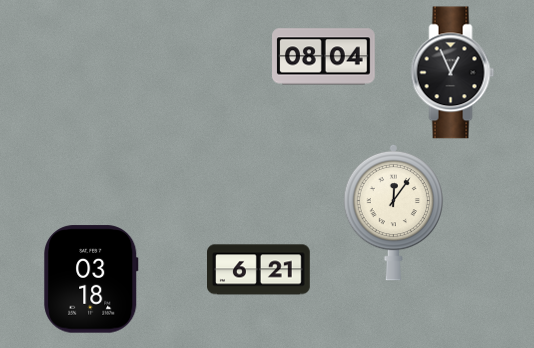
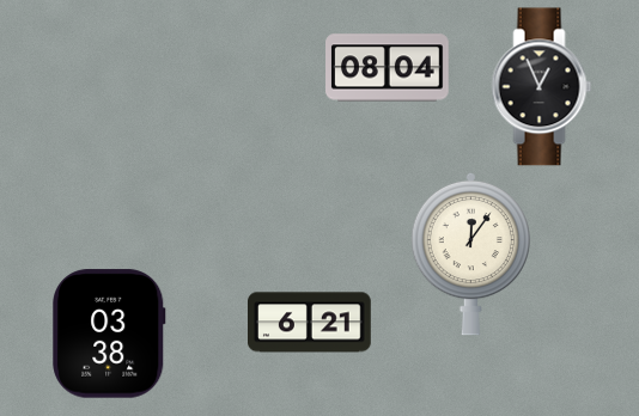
clock at (92, 279): 03:18 -> 03:38
